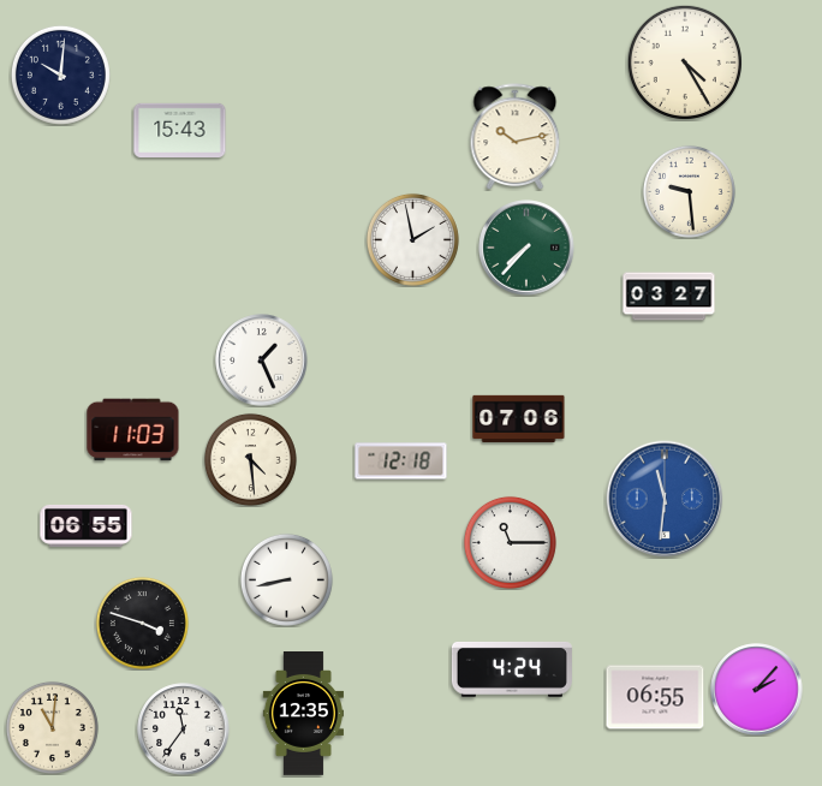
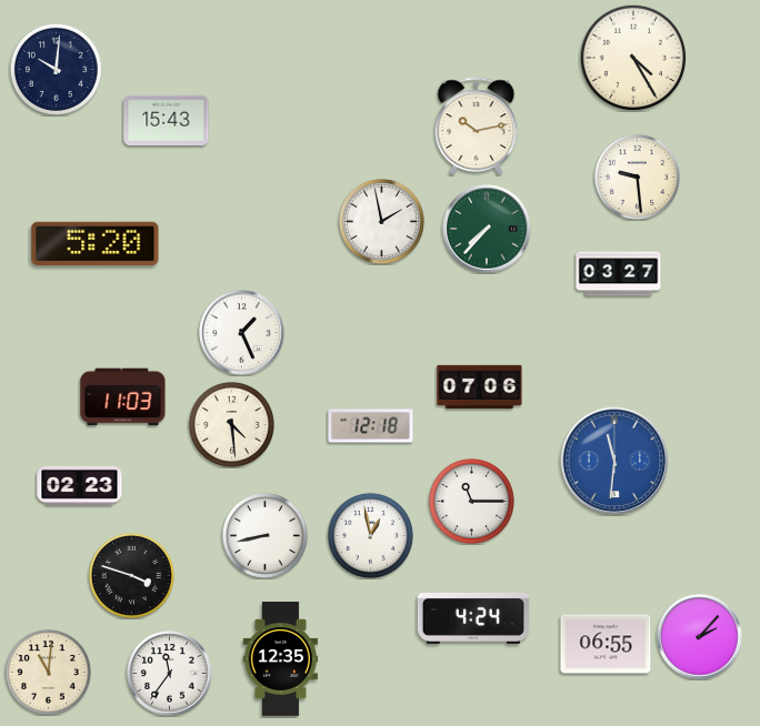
clock at (96, 243): none -> 5:20
clock at (87, 525): 06:55 -> 02:23
clock at (370, 535): none -> 12:58
